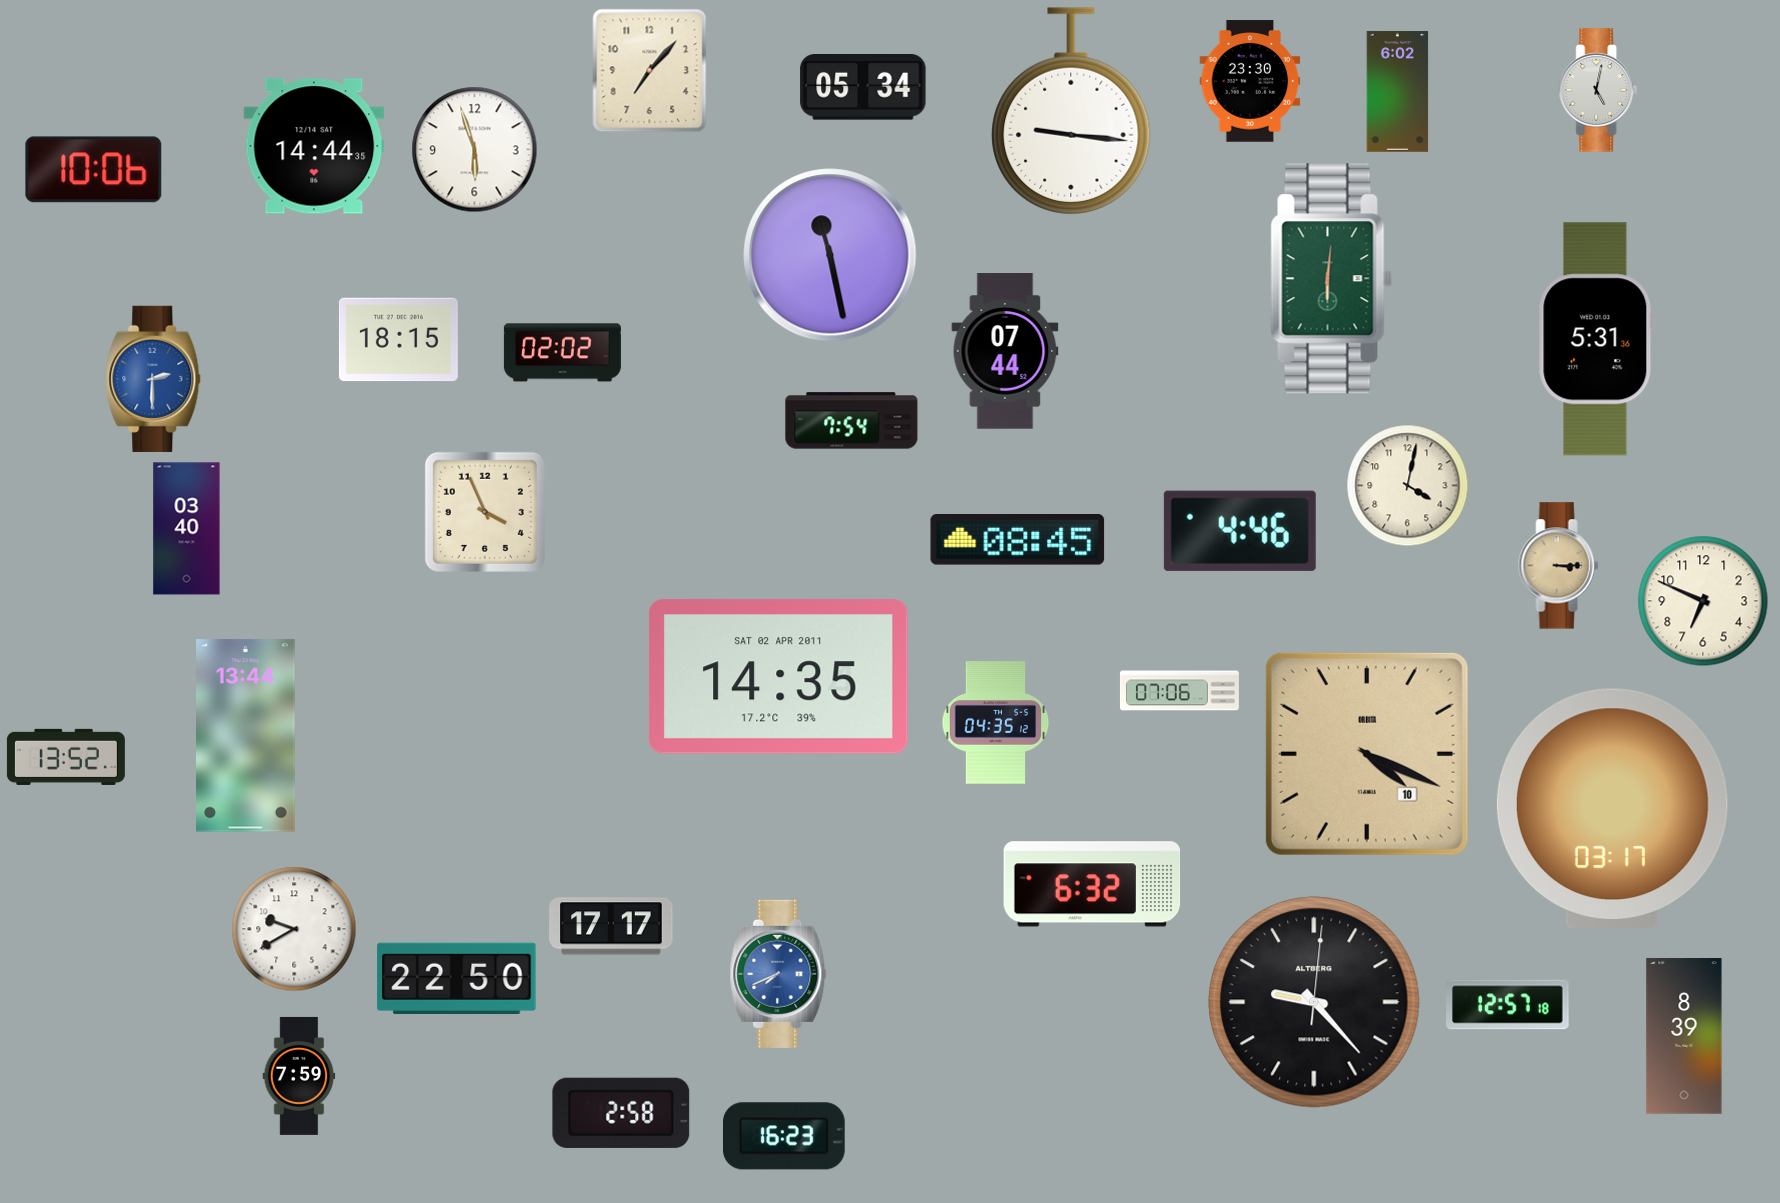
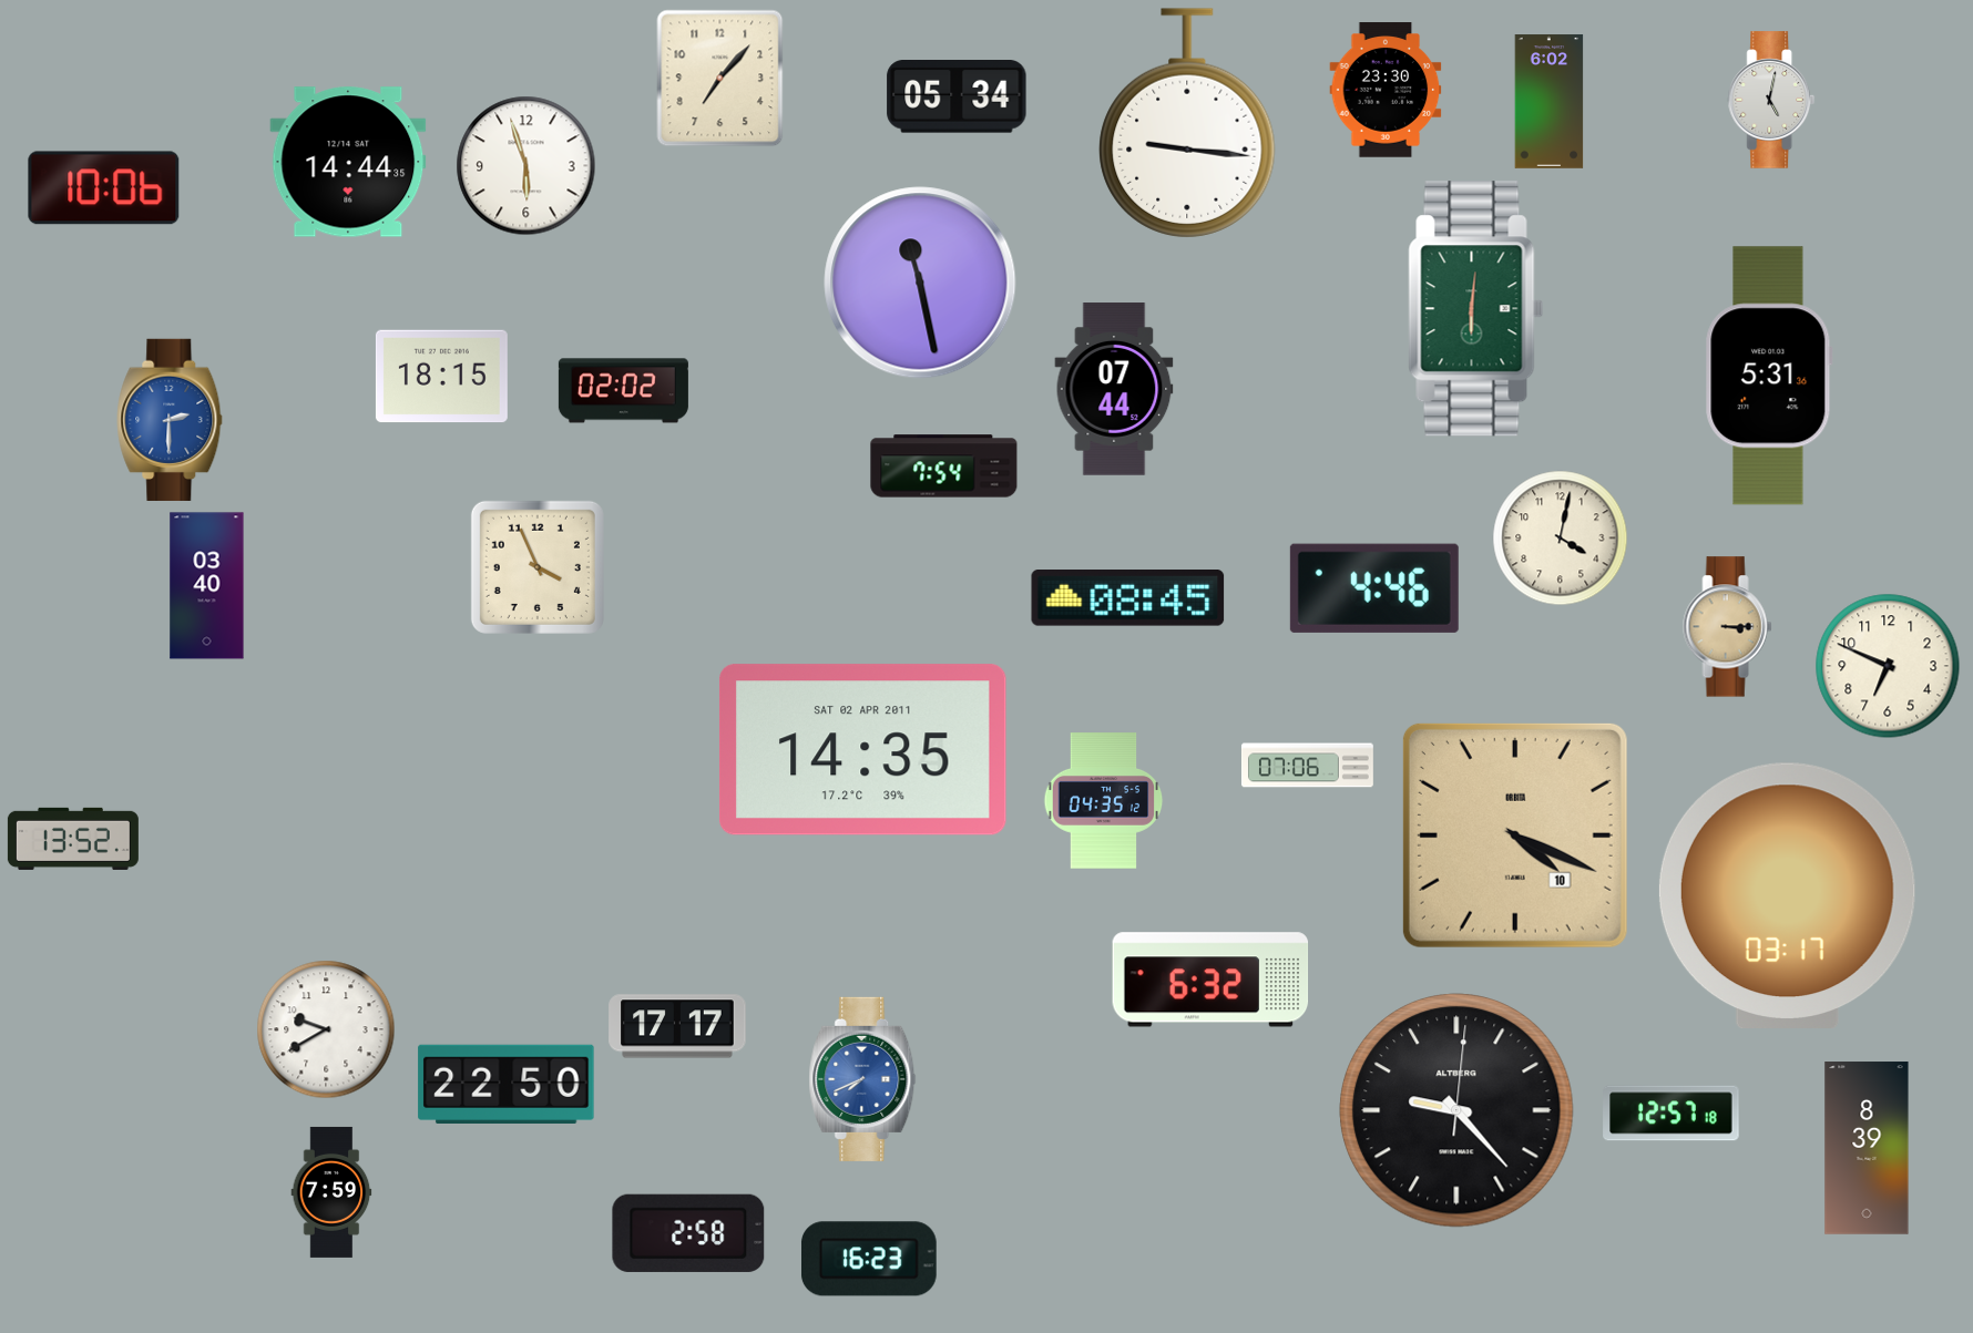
clock at (246, 736): 13:44 -> none
